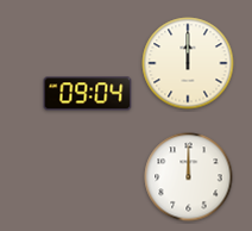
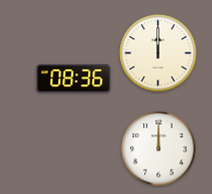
clock at (88, 94): 09:04 -> 08:36
